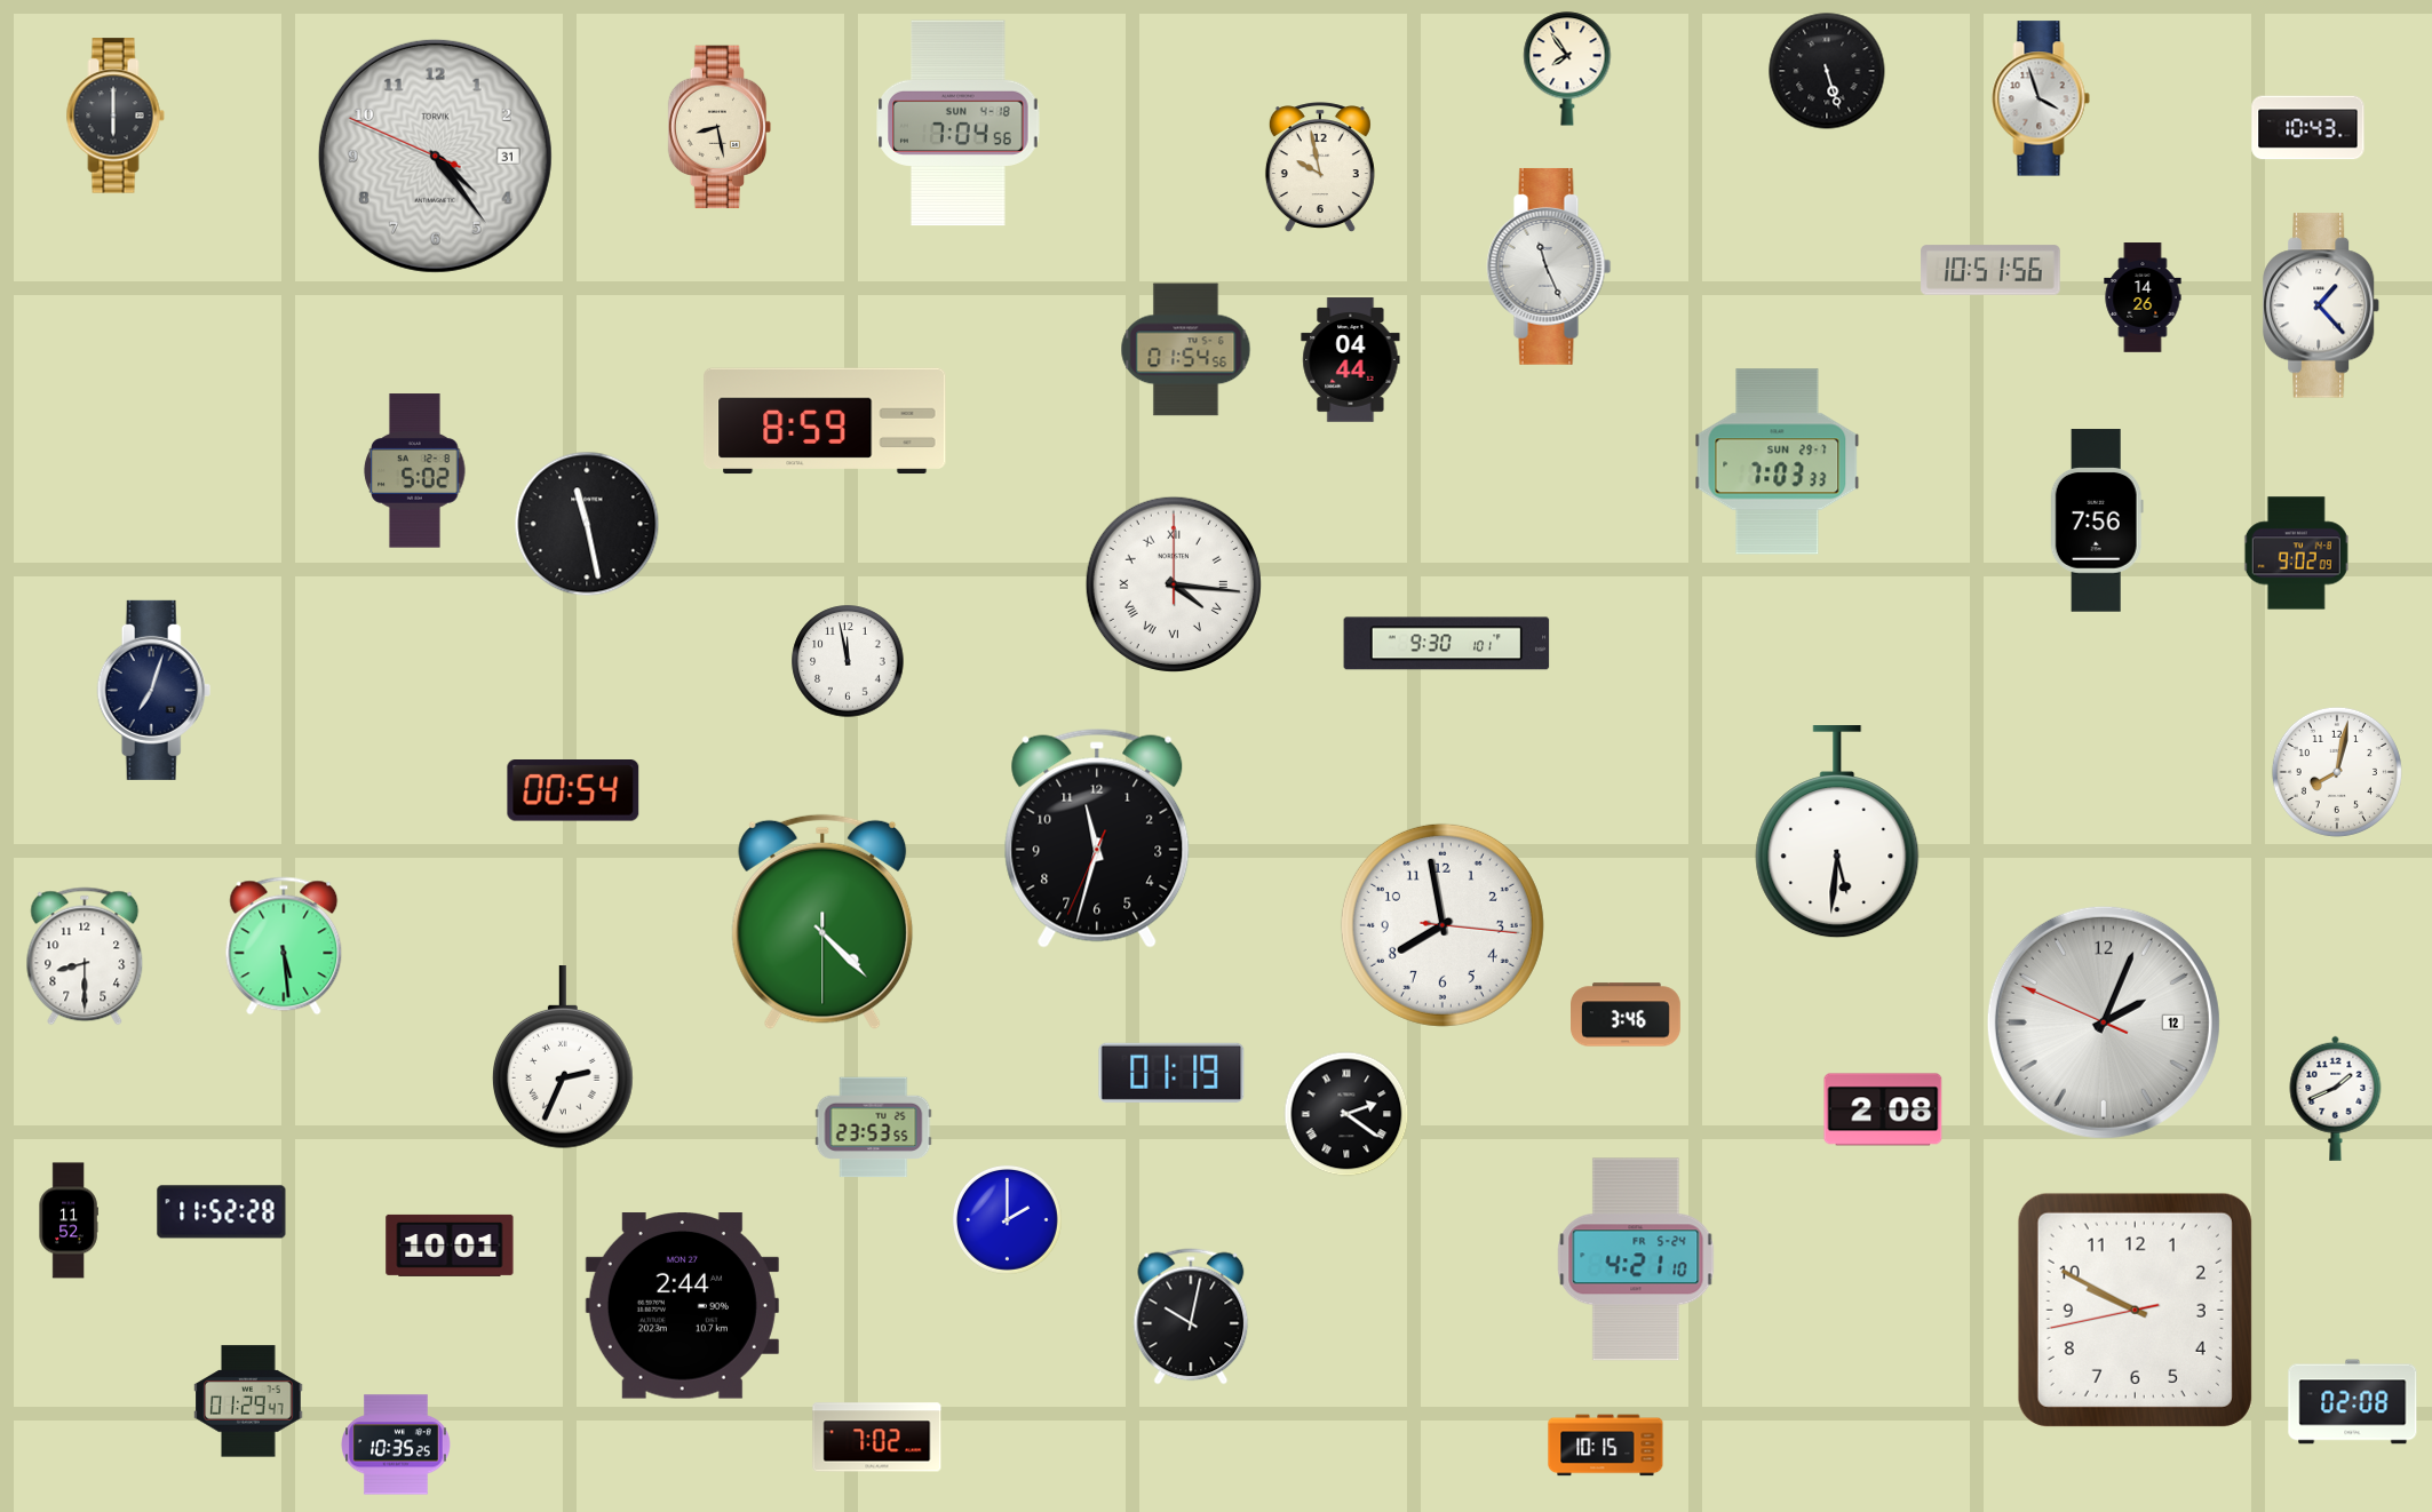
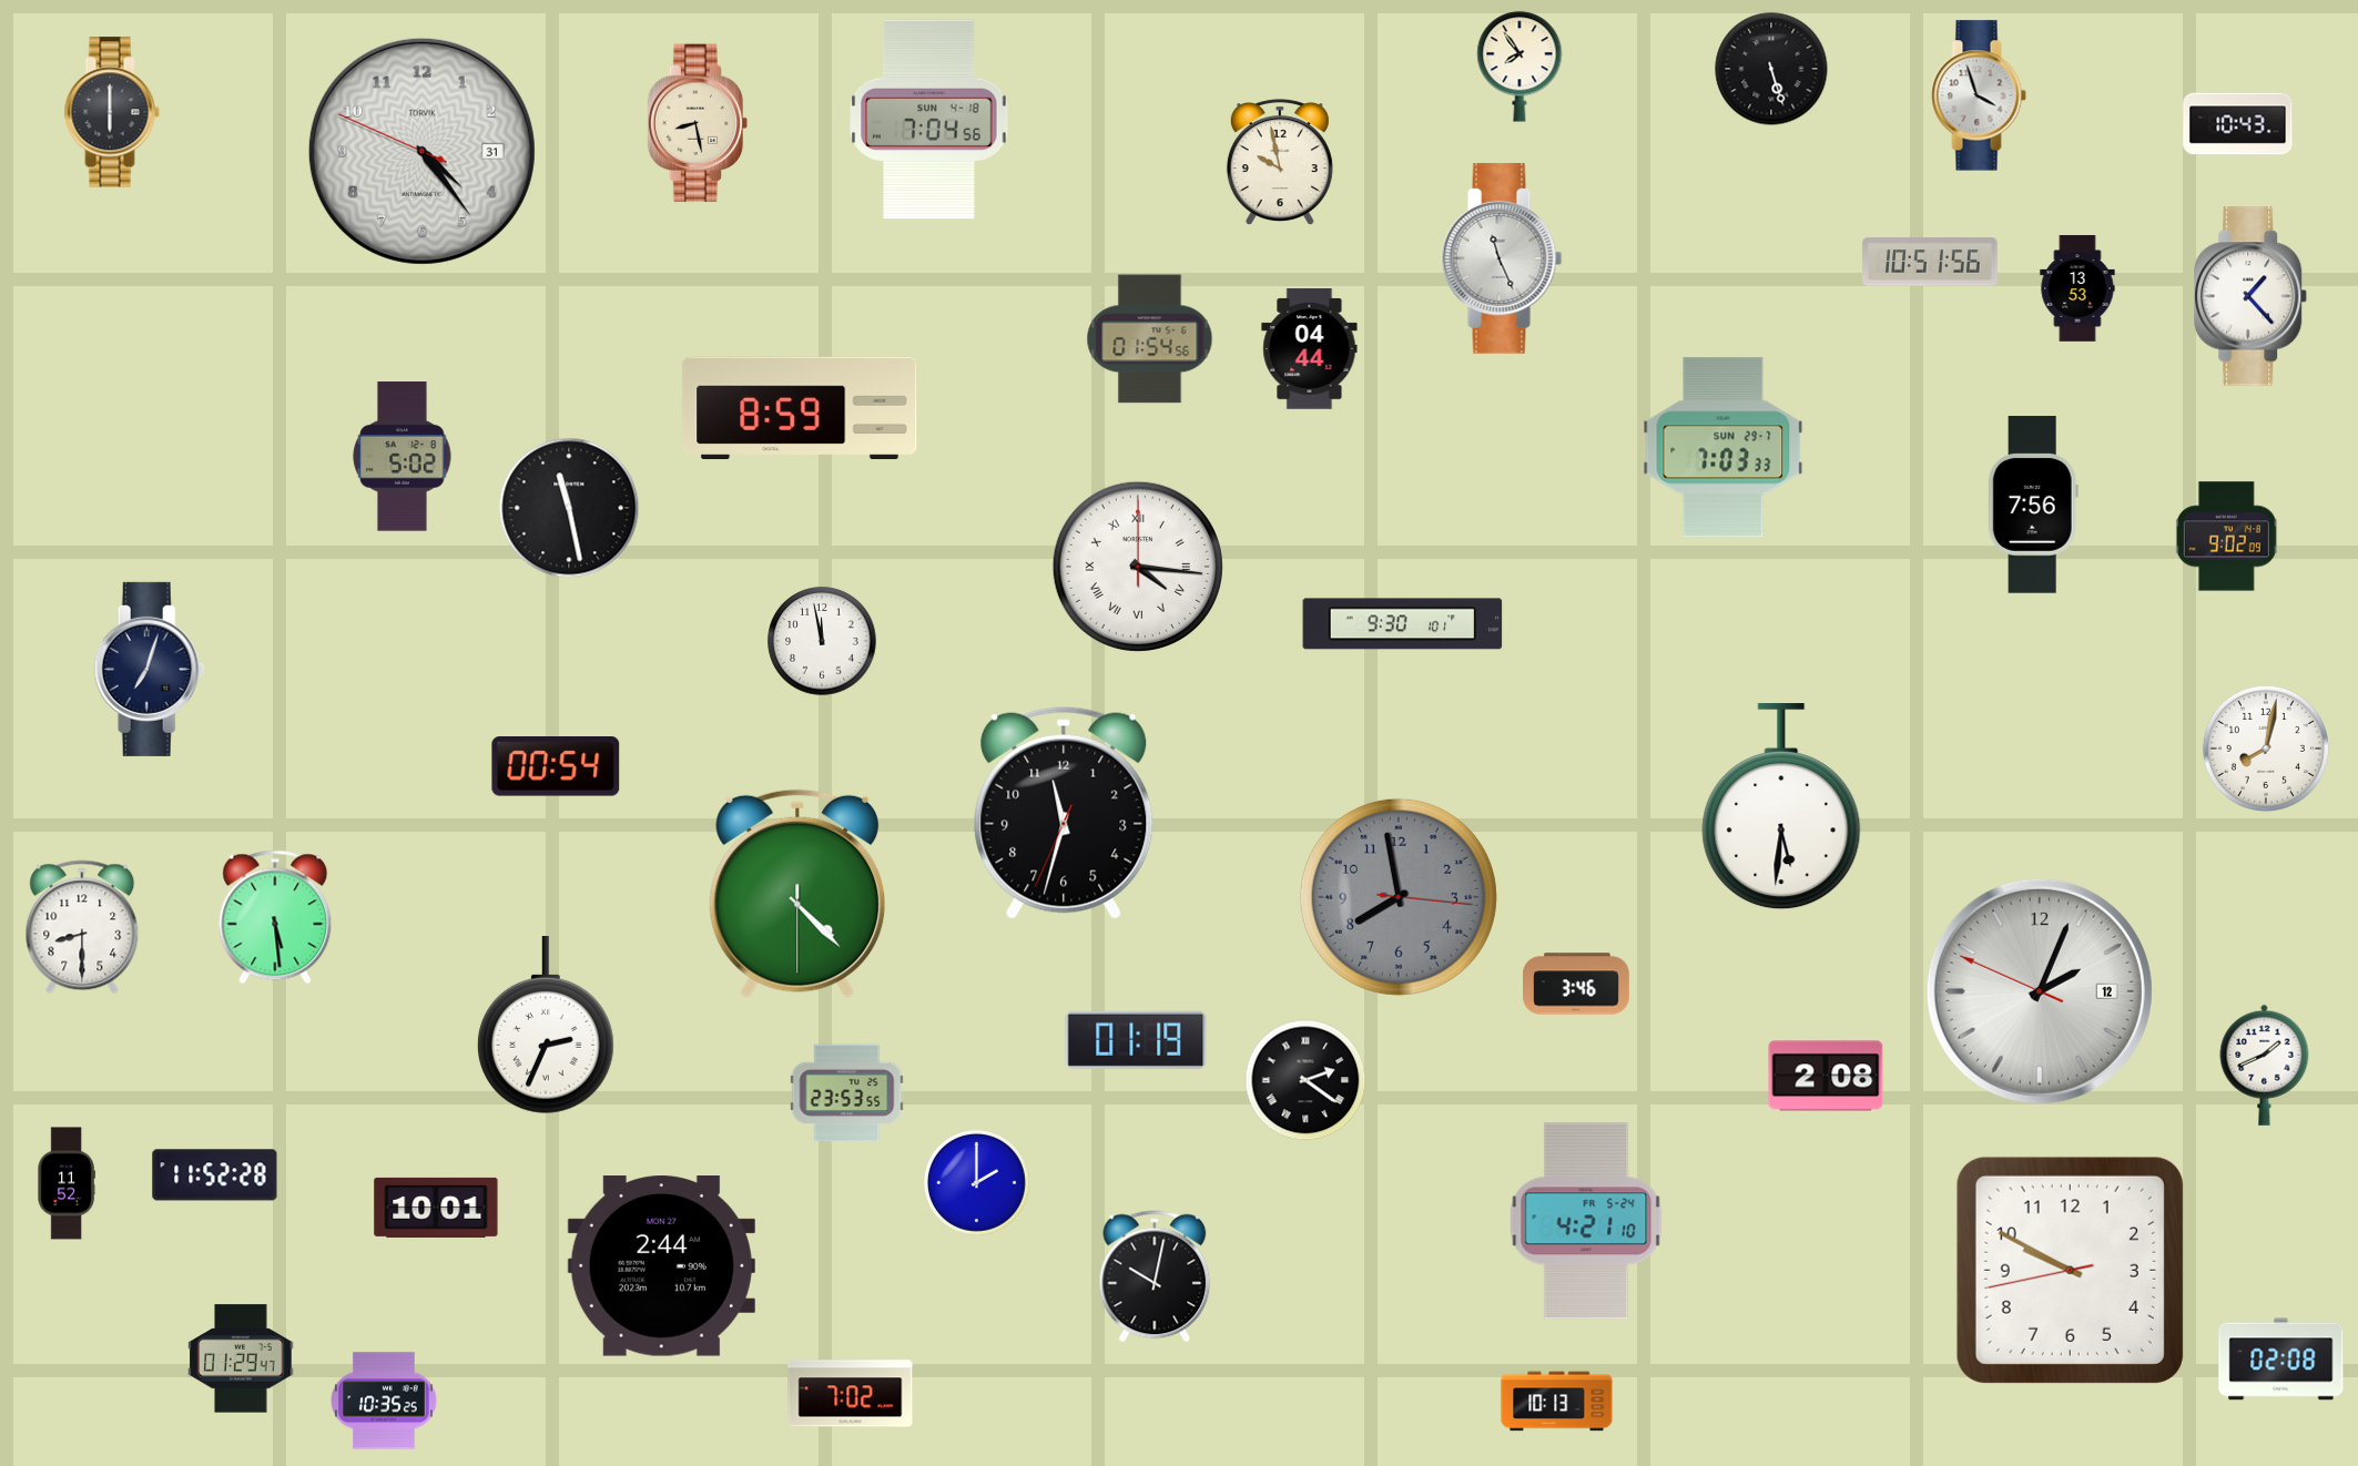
clock at (2143, 297): 14:26 -> 13:53
clock at (1442, 925) dial: white -> grey
clock at (1606, 1446): 10:15 -> 10:13
